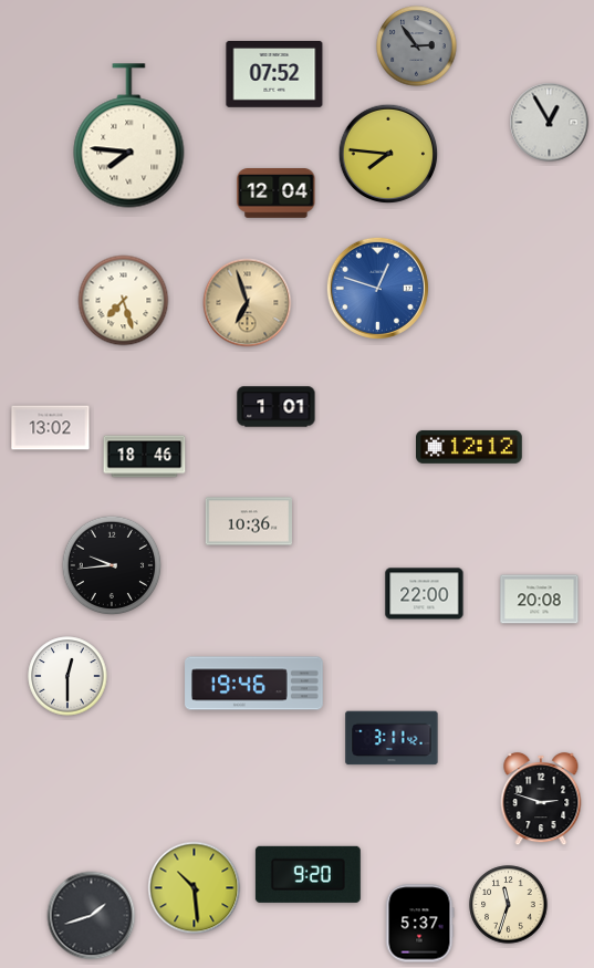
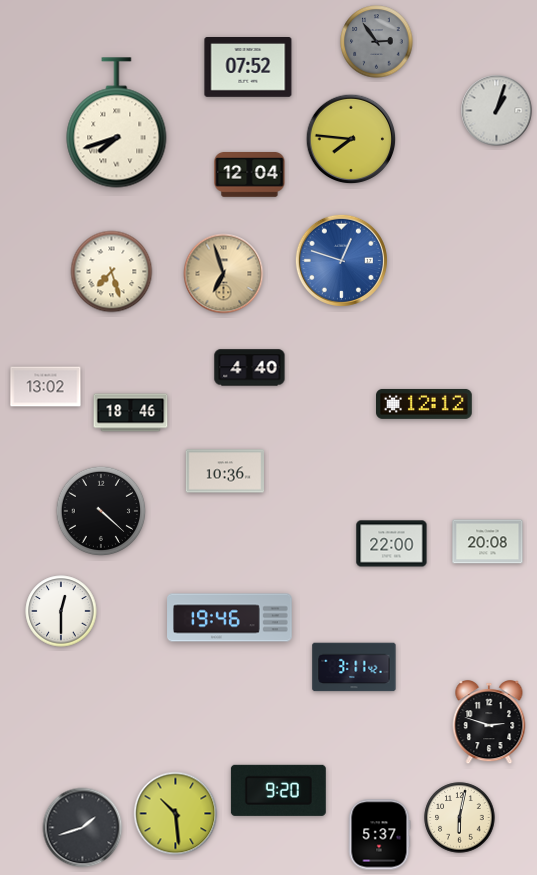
clock at (550, 123): 12:55 -> 1:03
clock at (129, 136): 7:46 -> 7:42
clock at (277, 407): 1:01 -> 4:40
clock at (112, 565): 9:44 -> 4:22
clock at (425, 594) position: (425, 594) -> (392, 544)
clock at (195, 888) position: (195, 888) -> (176, 814)
clock at (509, 905): 11:33 -> 6:02
